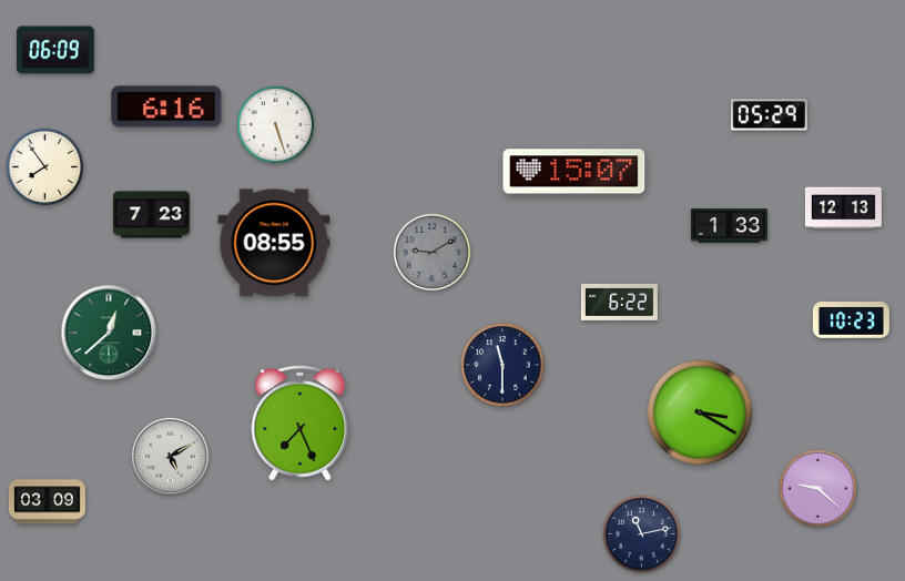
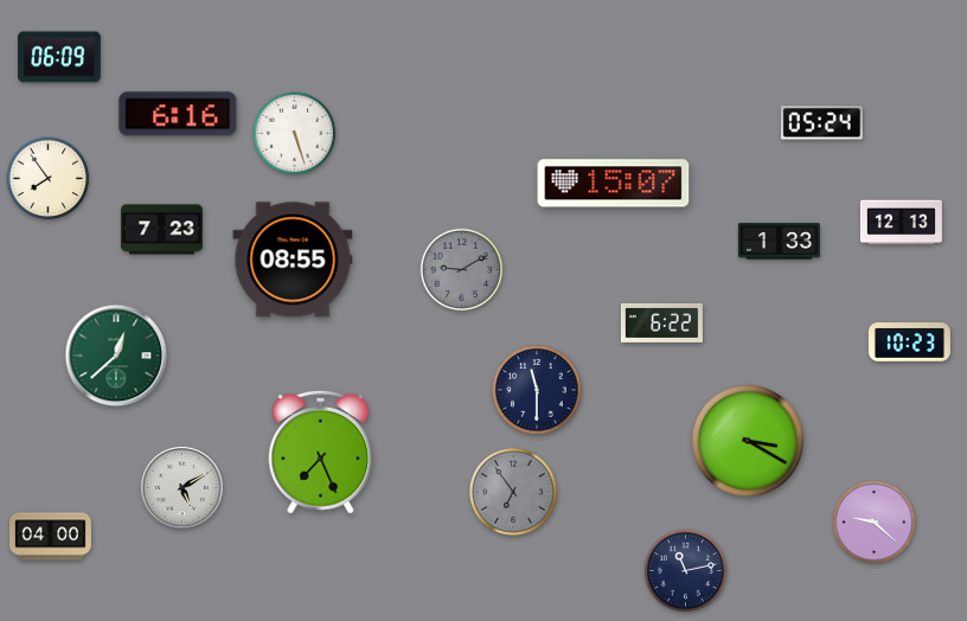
clock at (57, 50) position: (57, 50) -> (60, 57)
clock at (769, 115): 05:29 -> 05:24
clock at (513, 492): none -> 6:54
clock at (47, 502): 03:09 -> 04:00
